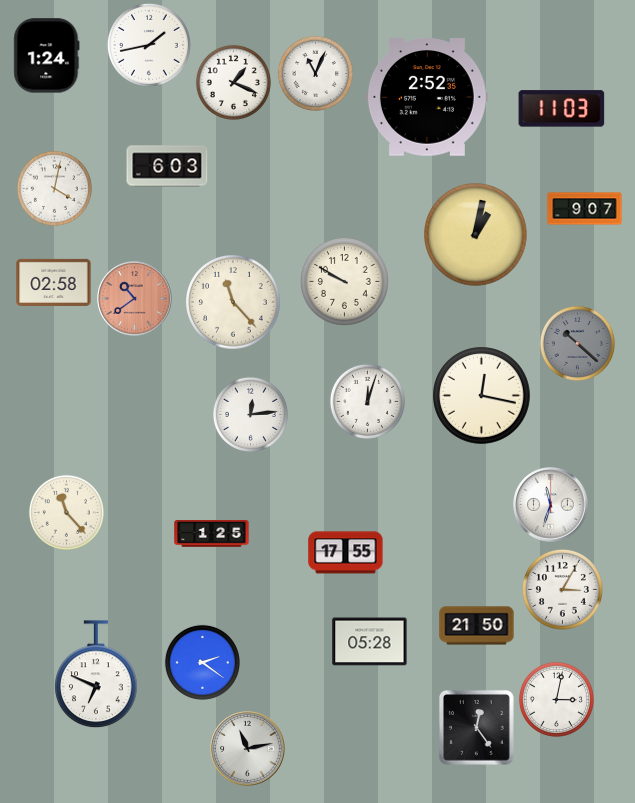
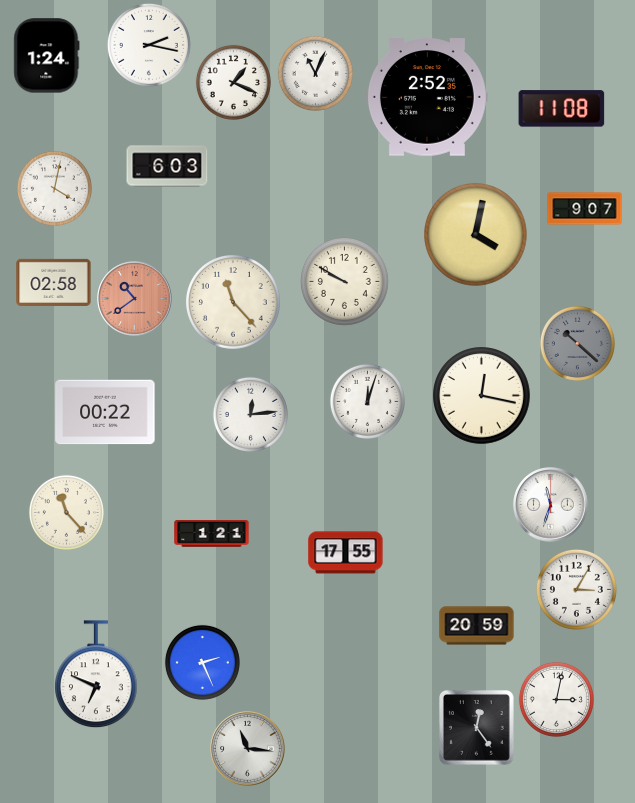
clock at (149, 45): 1:43 -> 2:17
clock at (562, 109): 11:03 -> 11:08
clock at (476, 235): 1:02 -> 4:02
clock at (105, 412): none -> 00:22
clock at (212, 534): 1:25 -> 1:21
clock at (562, 589) position: (562, 589) -> (576, 589)
clock at (477, 626): 21:50 -> 20:59
clock at (370, 642): 05:28 -> none
clock at (202, 662): 2:21 -> 2:26
clock at (248, 749): 11:13 -> 11:16
